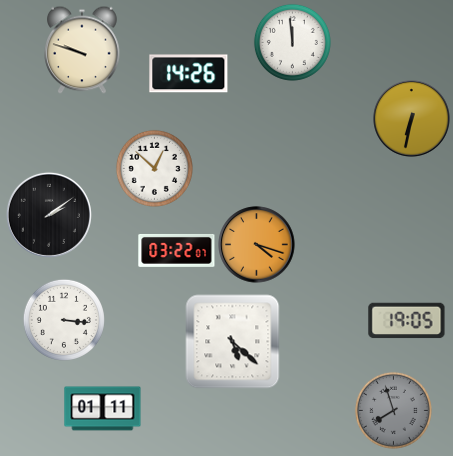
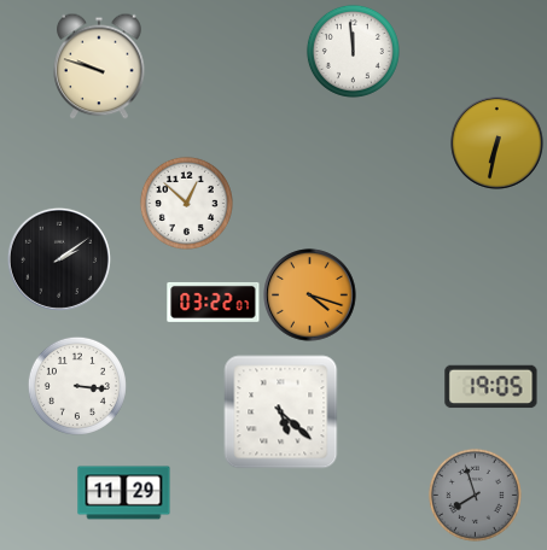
clock at (82, 50) position: (82, 50) -> (99, 66)
clock at (189, 74): 14:26 -> none
clock at (103, 409): 01:11 -> 11:29
